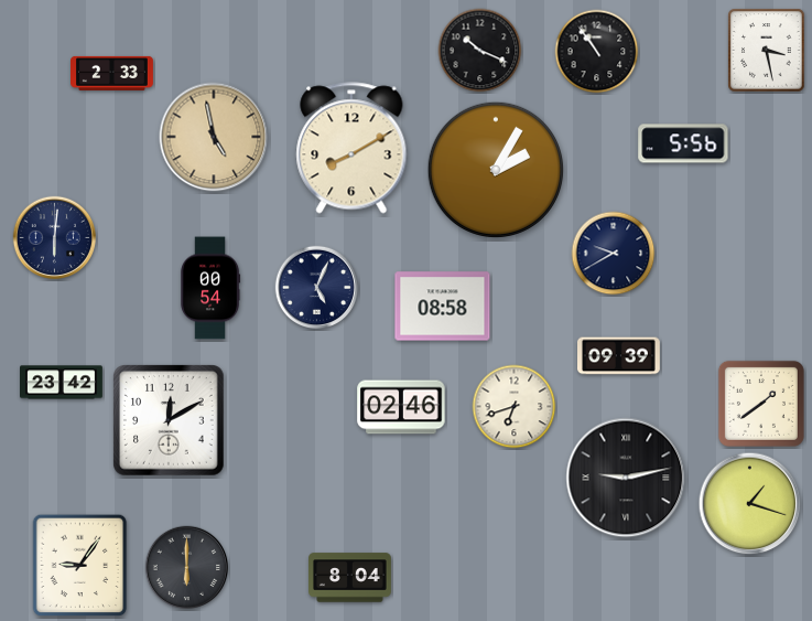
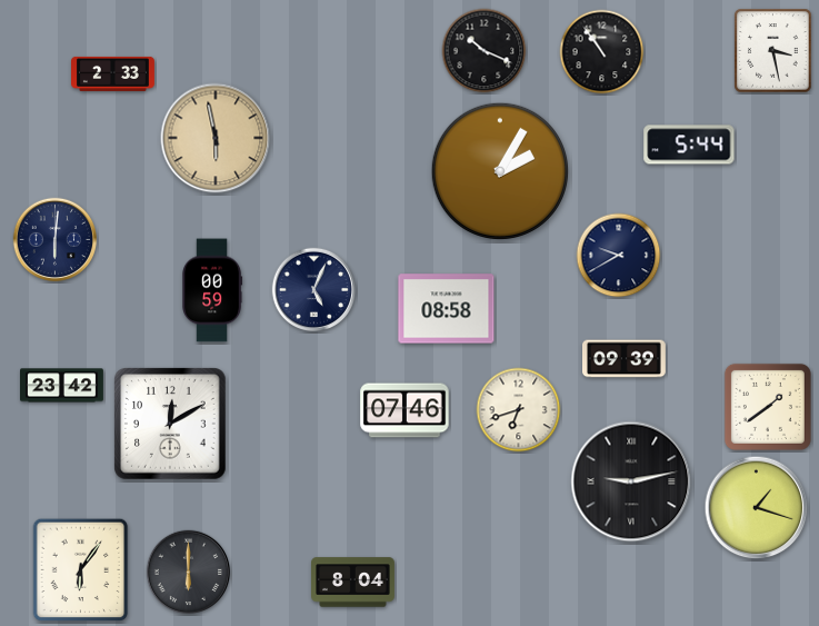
clock at (214, 137): 4:58 -> 5:58
clock at (683, 143): 5:56 -> 5:44
clock at (351, 148): 8:10 -> none
clock at (210, 288): 00:54 -> 00:59
clock at (317, 288) position: (317, 288) -> (314, 290)
clock at (401, 407): 02:46 -> 07:46
clock at (80, 566): 9:06 -> 6:06
